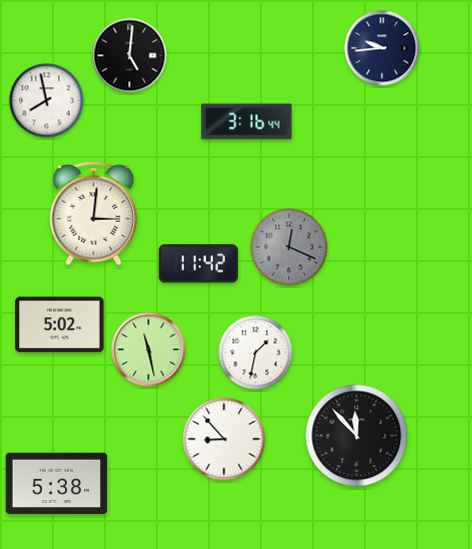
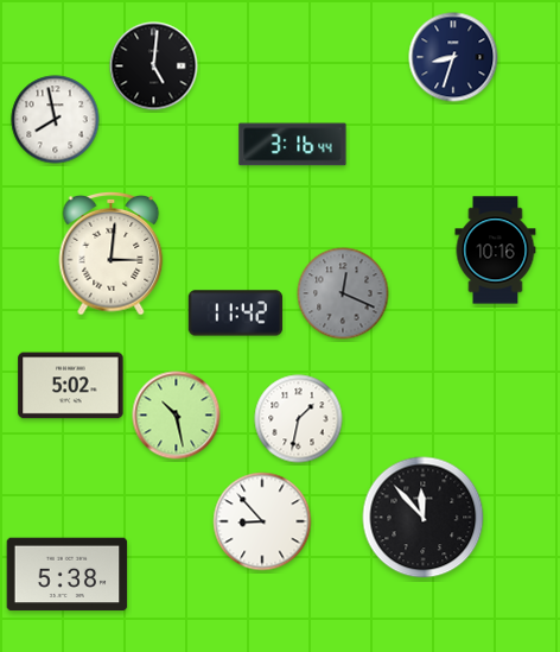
clock at (382, 48): 9:44 -> 8:33
clock at (496, 251): none -> 10:16
clock at (149, 350): 11:28 -> 10:28
clock at (256, 353) position: (256, 353) -> (299, 419)
clock at (224, 439) position: (224, 439) -> (262, 521)
